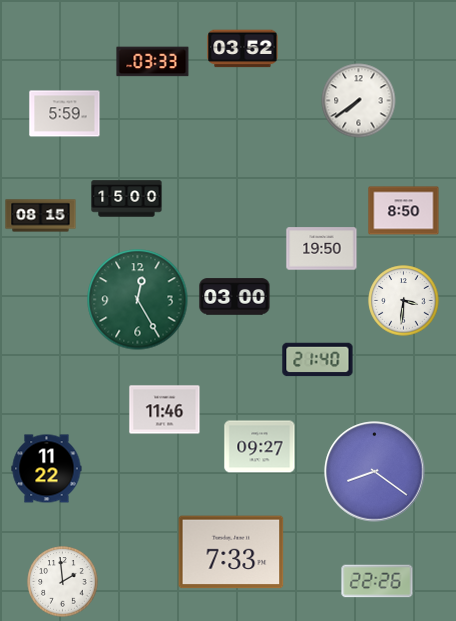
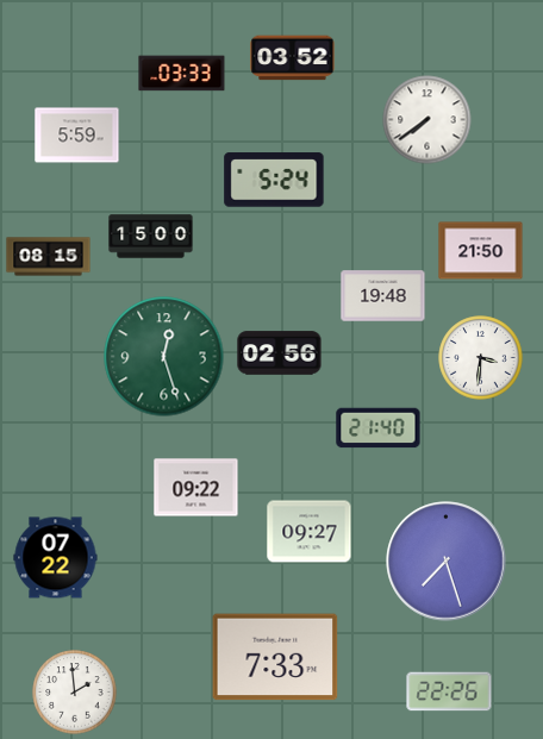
clock at (243, 49) position: (243, 49) -> (293, 58)
clock at (274, 180): none -> 5:24
clock at (404, 211): 8:50 -> 21:50
clock at (322, 249): 19:50 -> 19:48
clock at (235, 297): 03:00 -> 02:56
clock at (138, 300): 12:25 -> 12:27
clock at (165, 410): 11:46 -> 09:22
clock at (47, 469): 11:22 -> 07:22
clock at (375, 472): 8:21 -> 7:27
